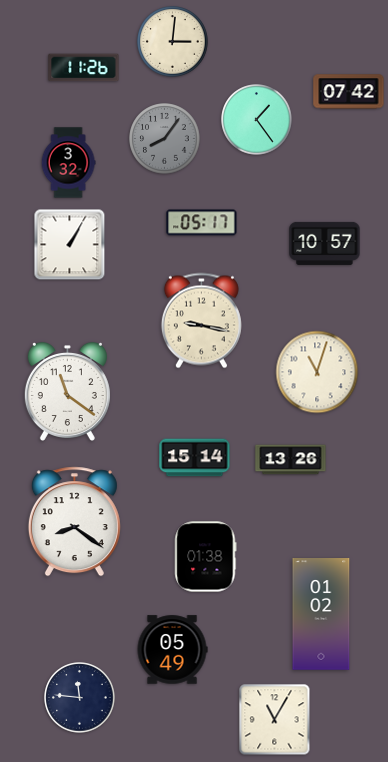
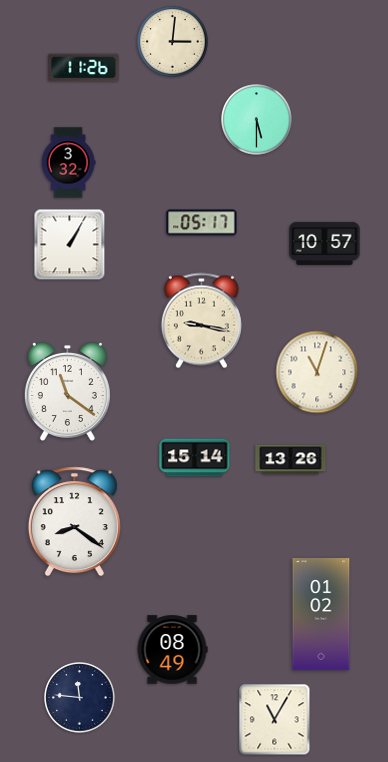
clock at (349, 92): 07:42 -> none
clock at (257, 120): 1:24 -> 5:30
clock at (165, 139): 8:06 -> none
clock at (206, 557): 01:38 -> none
clock at (172, 650): 05:49 -> 08:49
